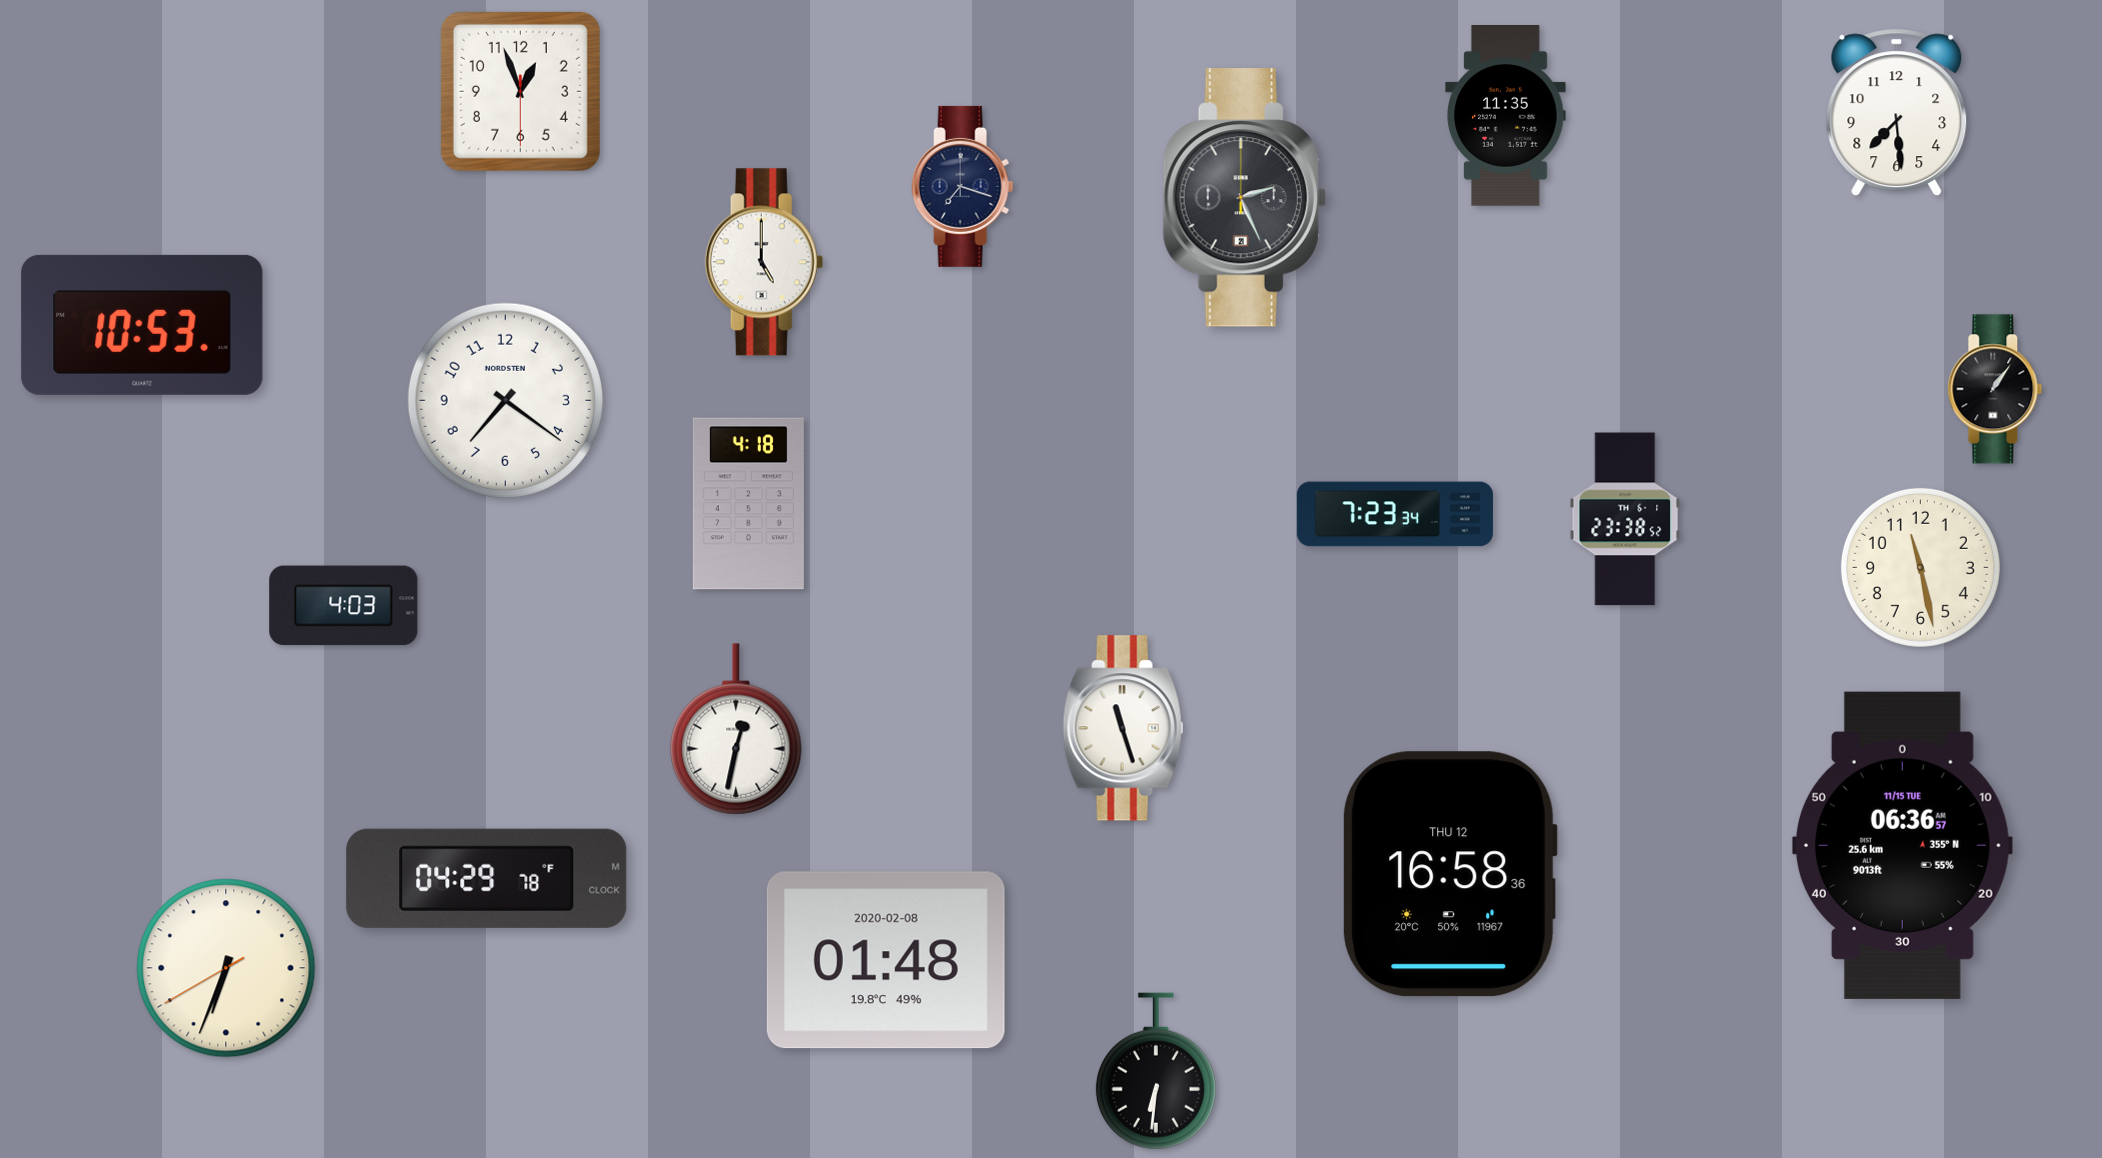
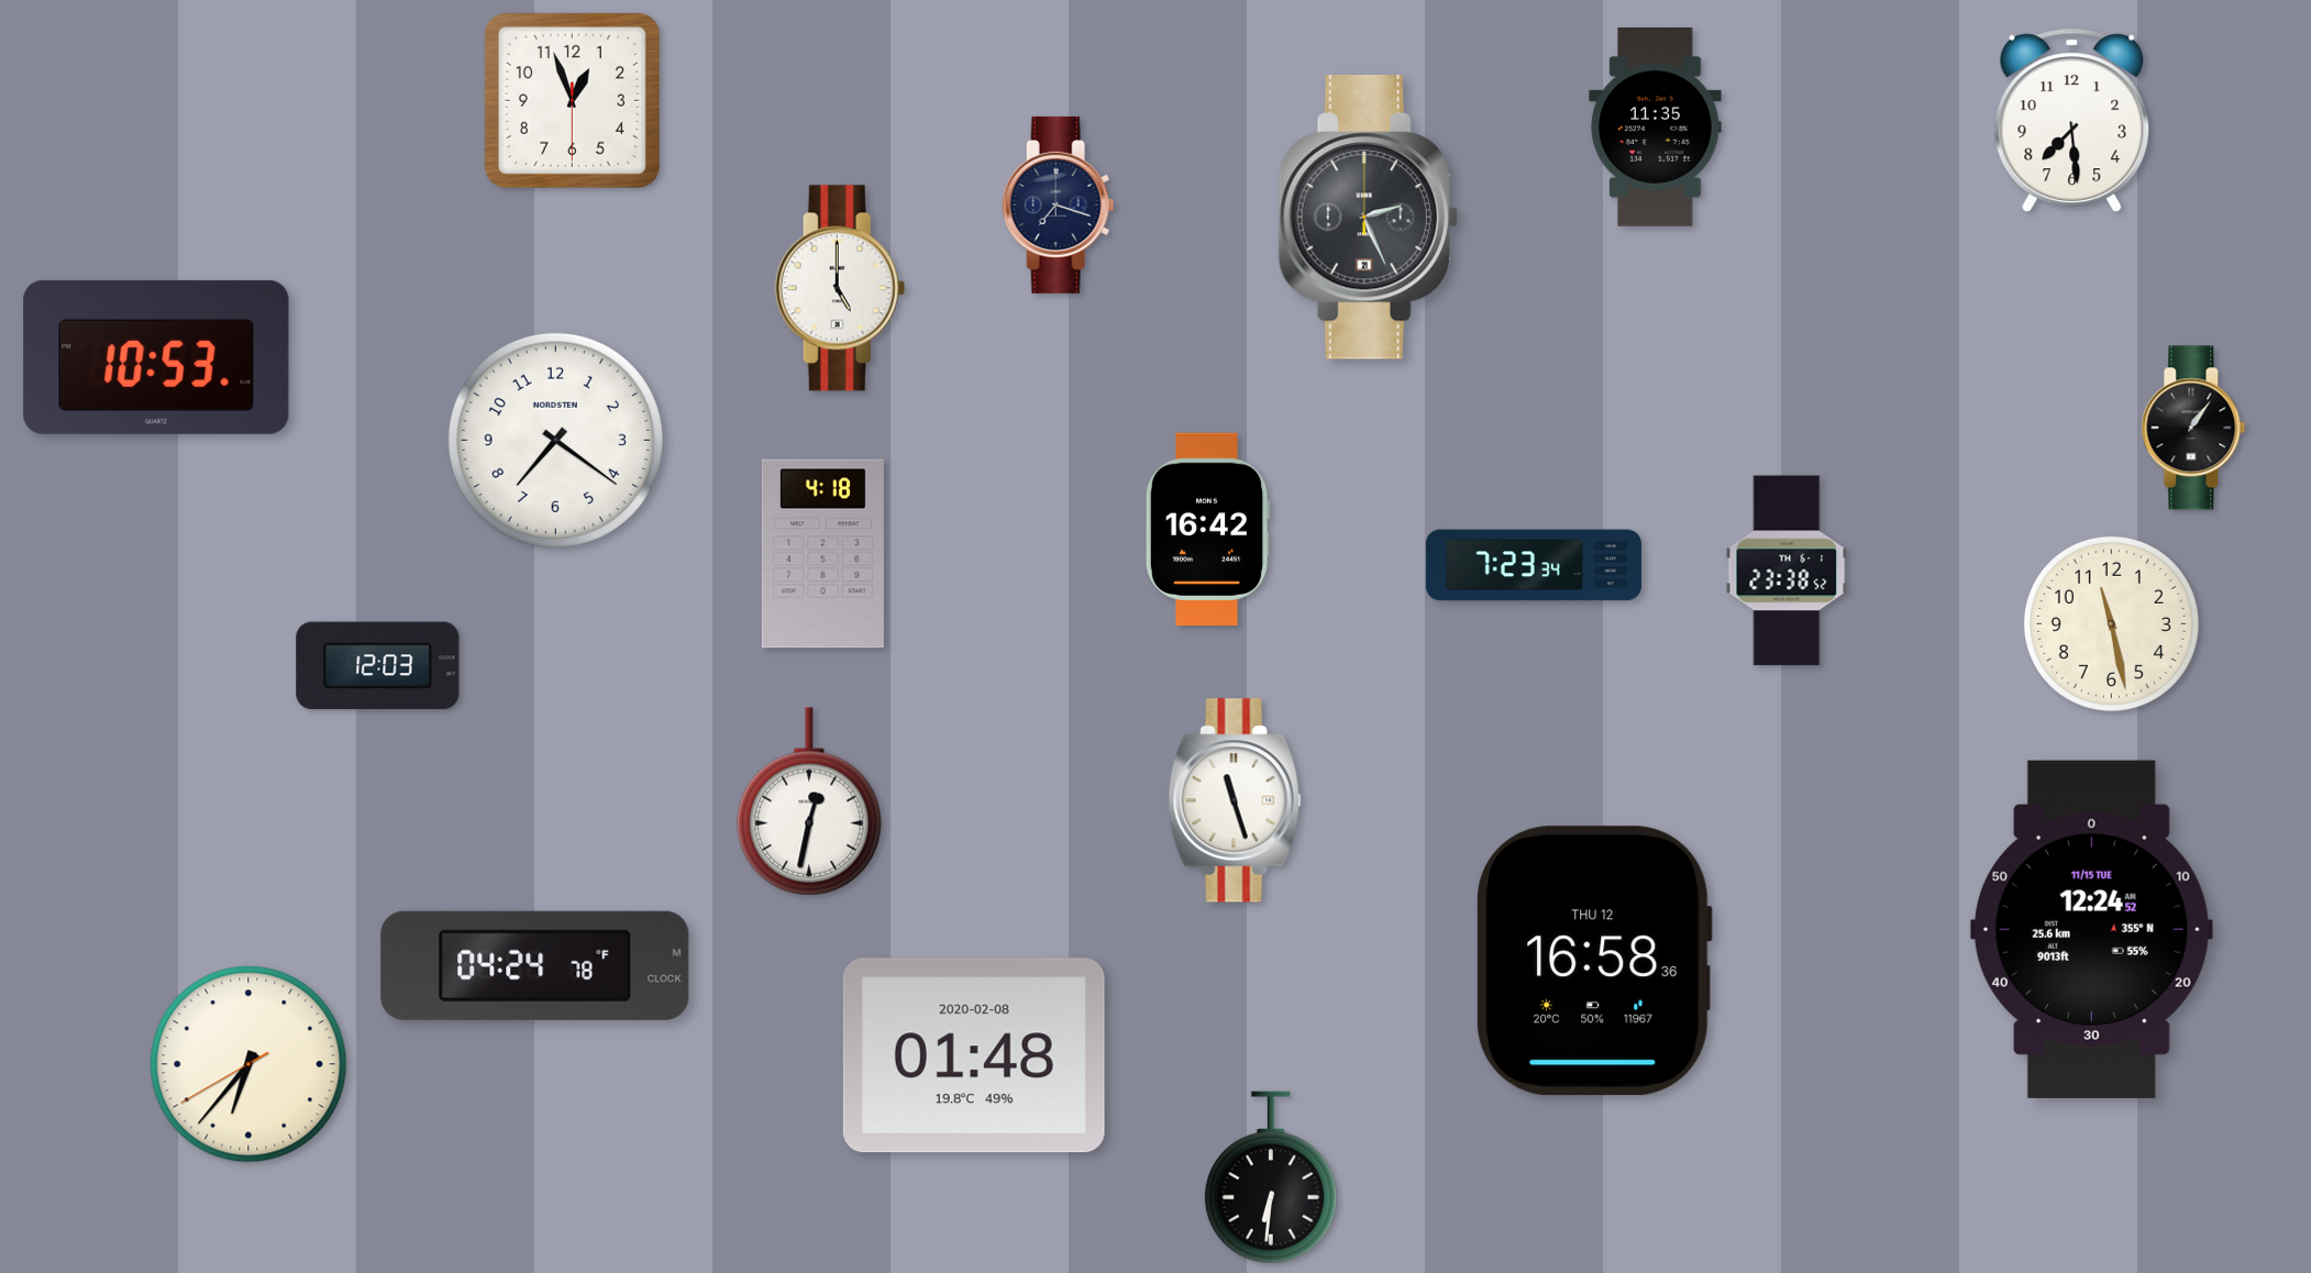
clock at (1897, 113) position: (1897, 113) -> (2072, 121)
clock at (1207, 529): none -> 16:42
clock at (344, 606): 4:03 -> 12:03
clock at (1902, 845): 06:36 -> 12:24
clock at (487, 878): 04:29 -> 04:24
clock at (226, 968): 6:33 -> 6:36
